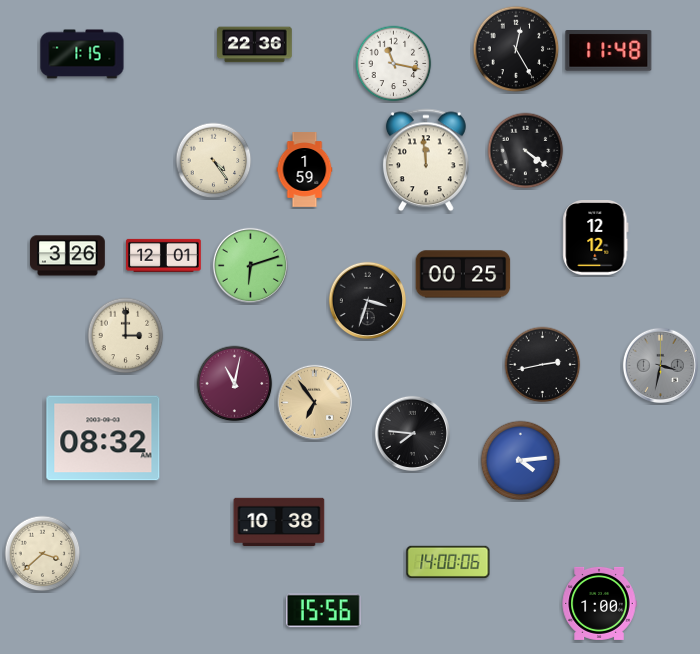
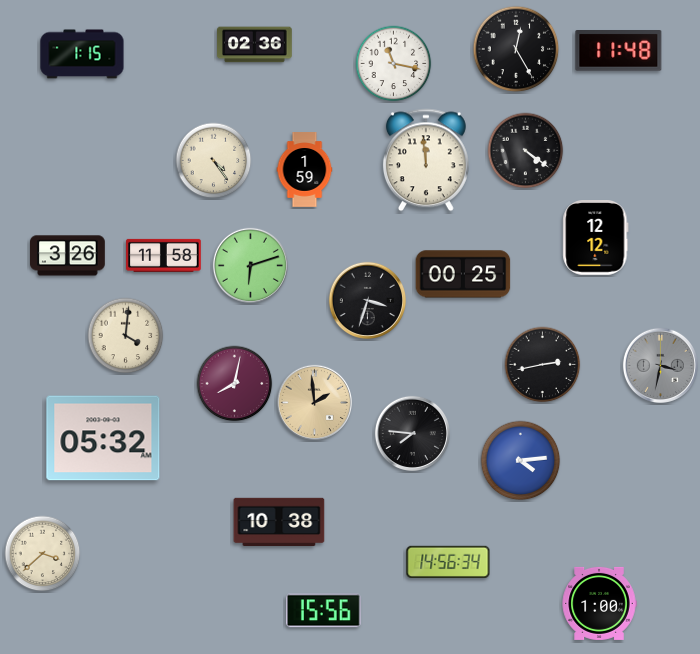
clock at (255, 45): 22:36 -> 02:36
clock at (609, 51) position: (609, 51) -> (619, 51)
clock at (164, 255): 12:01 -> 11:58
clock at (126, 336): 3:00 -> 4:01
clock at (235, 384): 11:02 -> 8:02
clock at (314, 402): 6:54 -> 1:59
clock at (103, 438): 08:32 -> 05:32
clock at (448, 561): 14:00 -> 14:56
